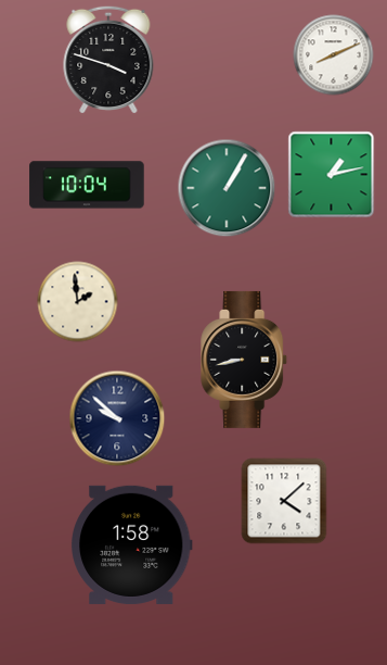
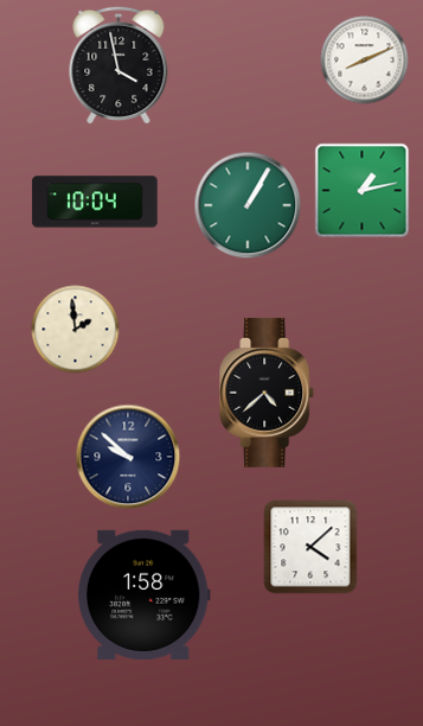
clock at (108, 60): 3:48 -> 3:58
clock at (78, 302) position: (78, 302) -> (76, 330)
clock at (245, 360): 8:43 -> 4:38
